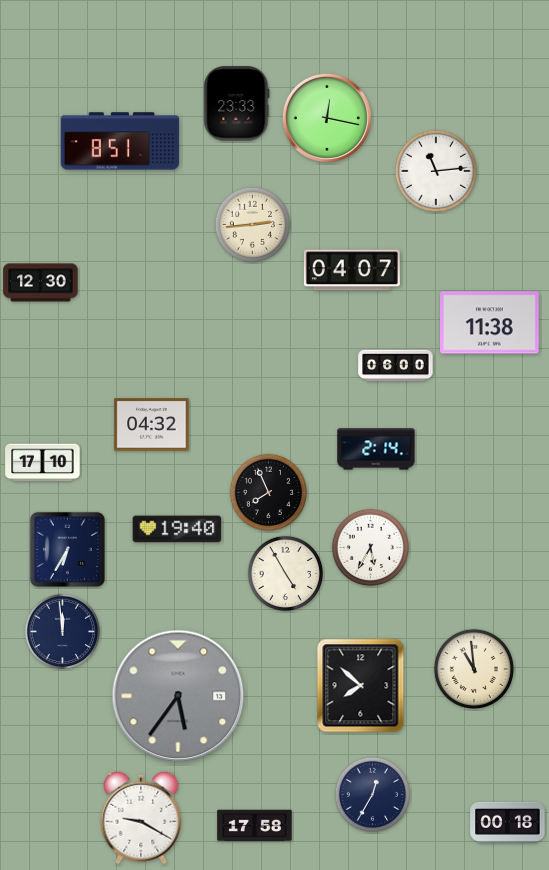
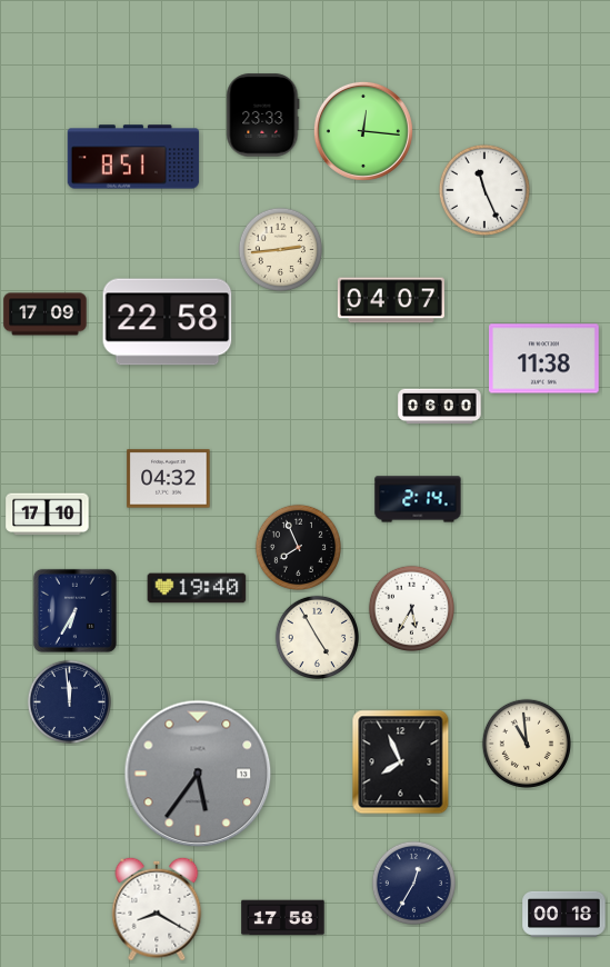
clock at (327, 118): 12:17 -> 12:16
clock at (436, 171): 11:14 -> 11:26
clock at (41, 283): 12:30 -> 17:09
clock at (168, 322): none -> 22:58
clock at (152, 425) position: (152, 425) -> (169, 479)
clock at (361, 686): 7:52 -> 7:56
clock at (141, 818): 9:20 -> 8:20
